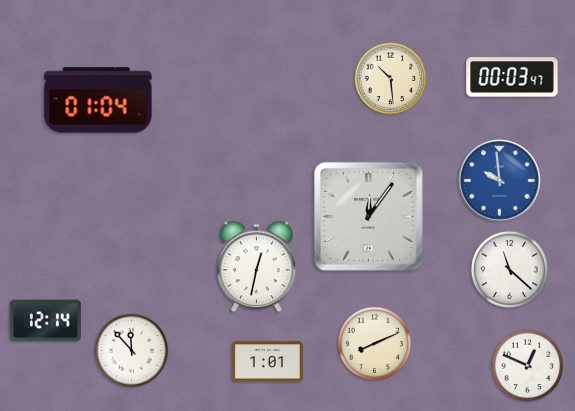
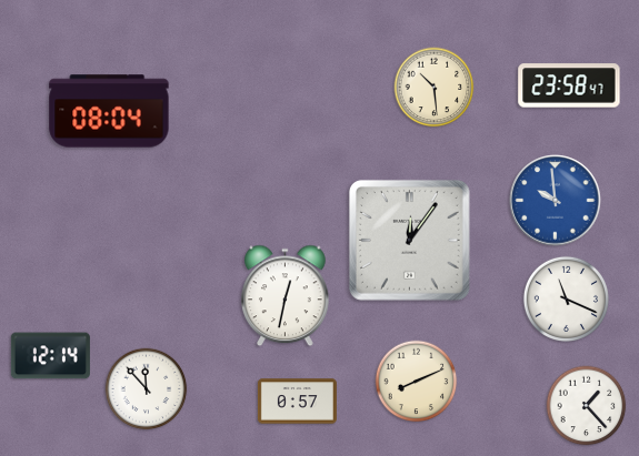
clock at (512, 77): 00:03 -> 23:58
clock at (98, 100): 01:04 -> 08:04
clock at (509, 269): 11:22 -> 11:19
clock at (267, 362): 1:01 -> 0:57
clock at (528, 366): 12:49 -> 1:23
